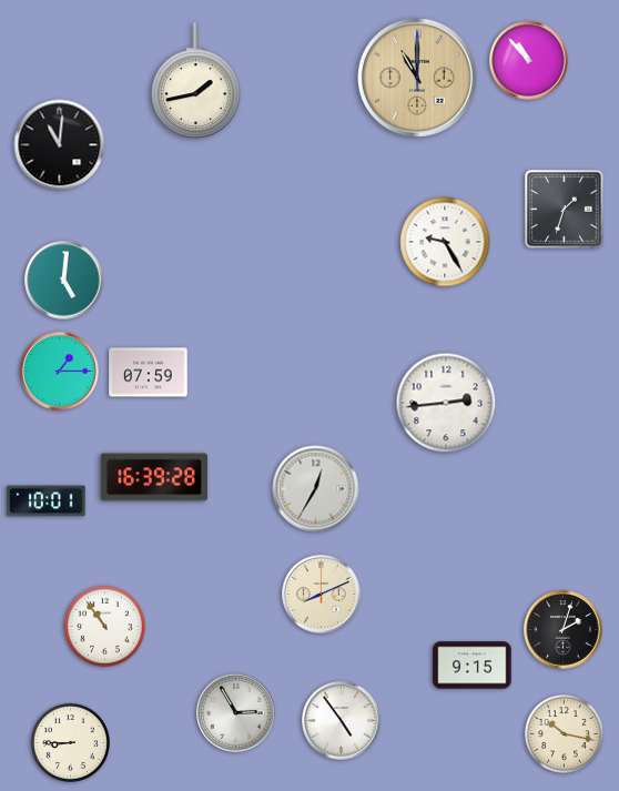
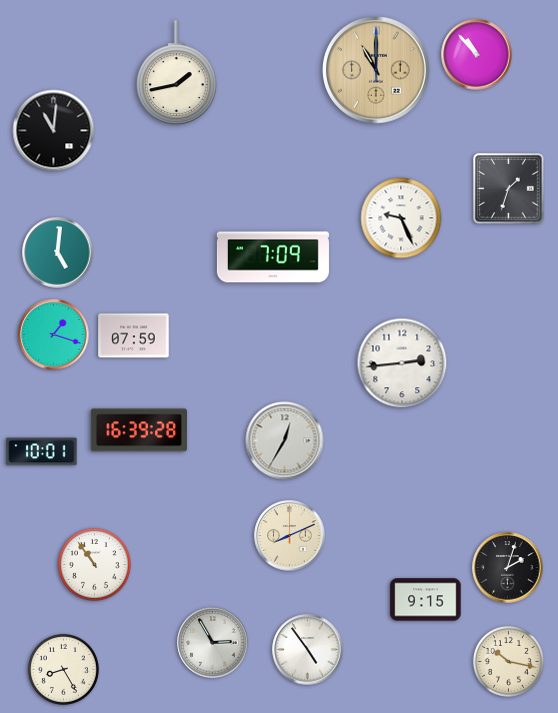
clock at (445, 242): 9:25 -> 9:26
clock at (273, 257): none -> 7:09
clock at (60, 372): 1:15 -> 1:18
clock at (70, 742): 8:45 -> 8:25
